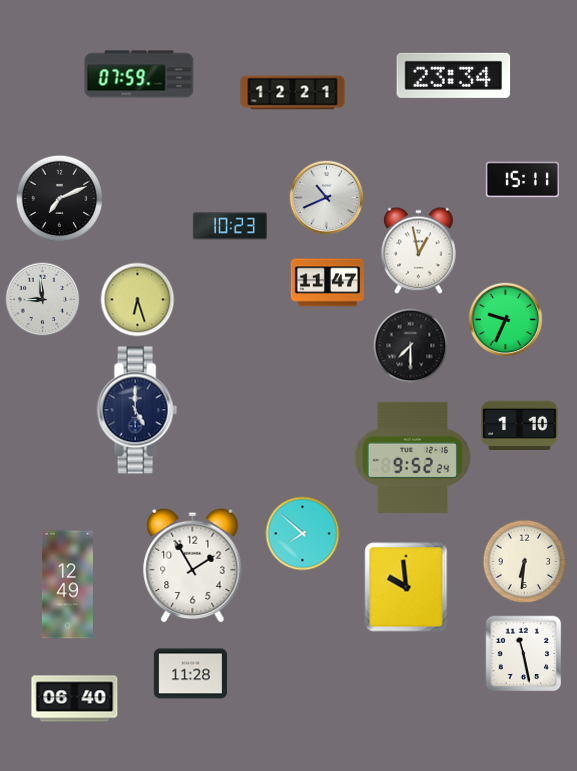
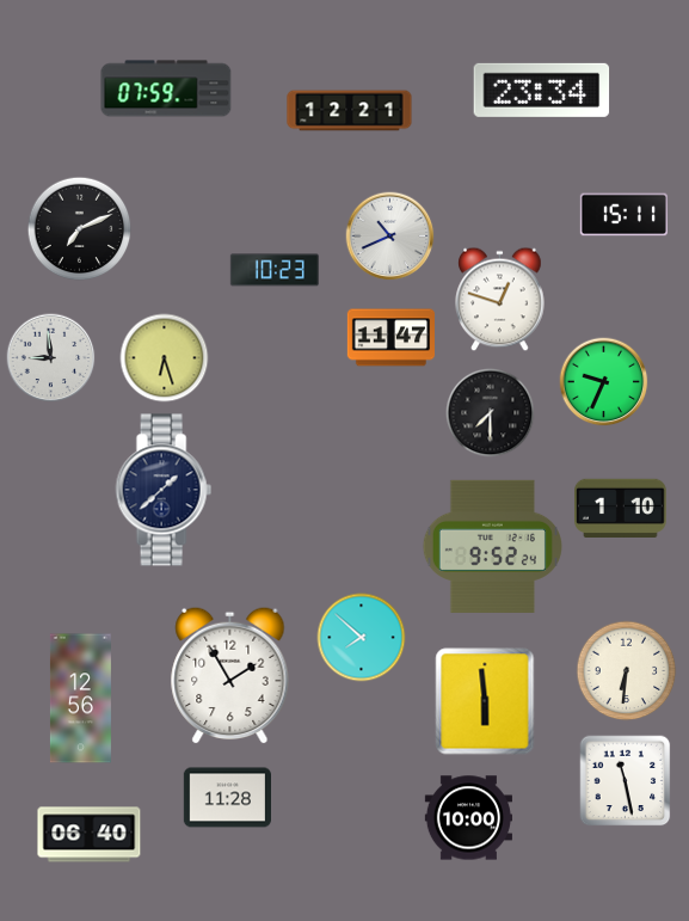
clock at (60, 199) position: (60, 199) -> (80, 229)
clock at (419, 251): 12:58 -> 12:48
clock at (137, 410): 5:00 -> 1:38
clock at (67, 585): 12:49 -> 12:56
clock at (406, 587): 9:59 -> 5:59
clock at (190, 674) position: (190, 674) -> (227, 798)
clock at (468, 818): none -> 10:00
